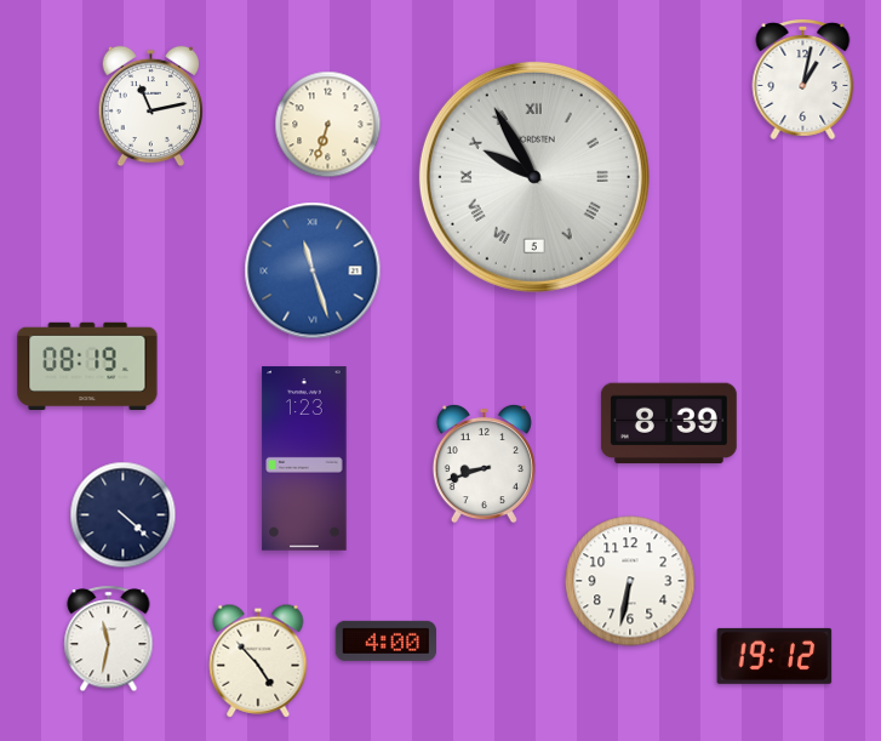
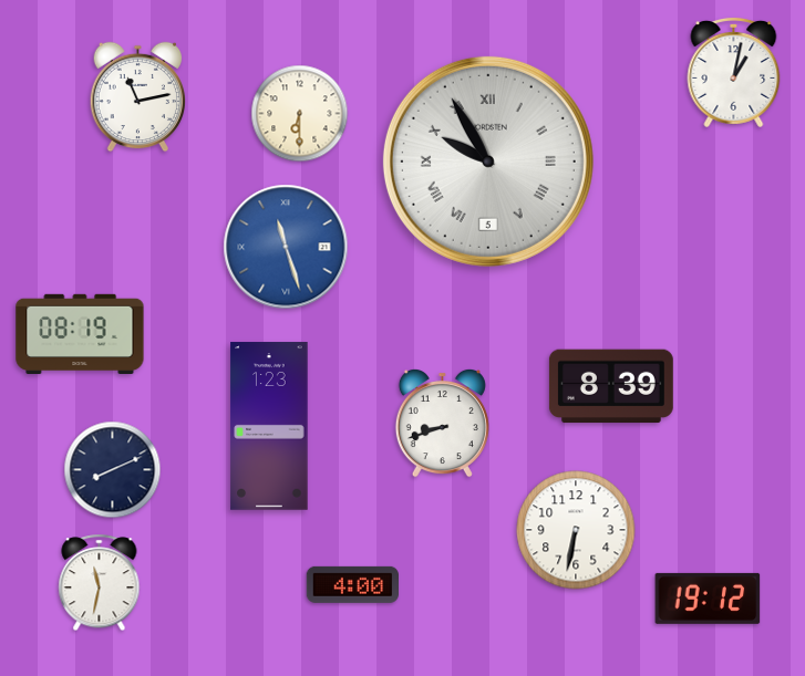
clock at (328, 125): 6:33 -> 6:30
clock at (304, 458) position: (304, 458) -> (269, 426)
clock at (124, 515): 4:22 -> 8:11
clock at (258, 661): 4:53 -> none
